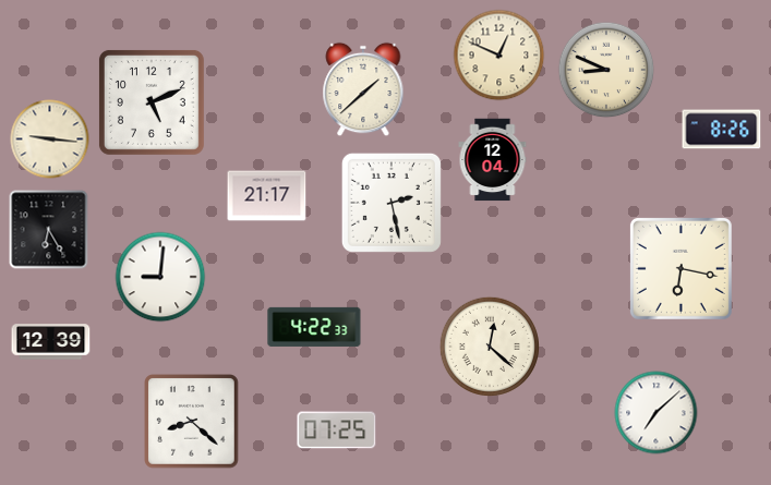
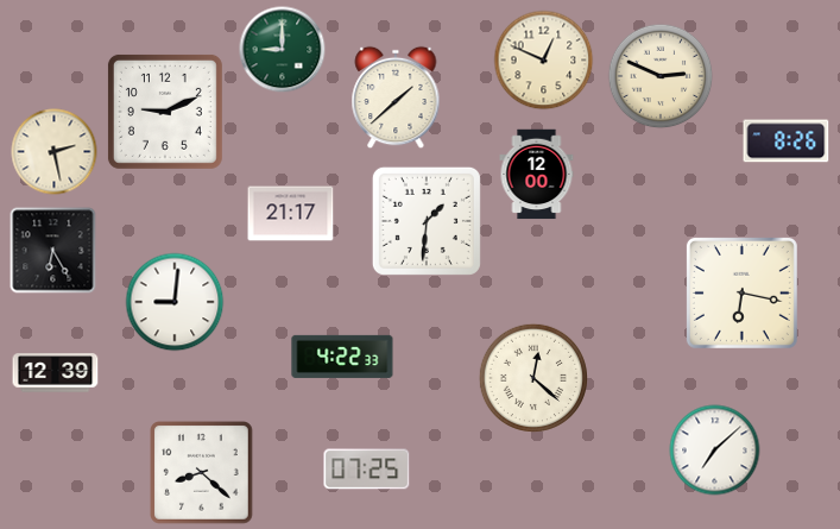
clock at (283, 50): none -> 9:00
clock at (606, 70): 8:49 -> 2:49
clock at (152, 102): 5:11 -> 9:11
clock at (50, 140): 9:16 -> 2:28
clock at (493, 160): 12:04 -> 12:00
clock at (391, 203): 2:28 -> 1:31
clock at (192, 422) position: (192, 422) -> (202, 473)
